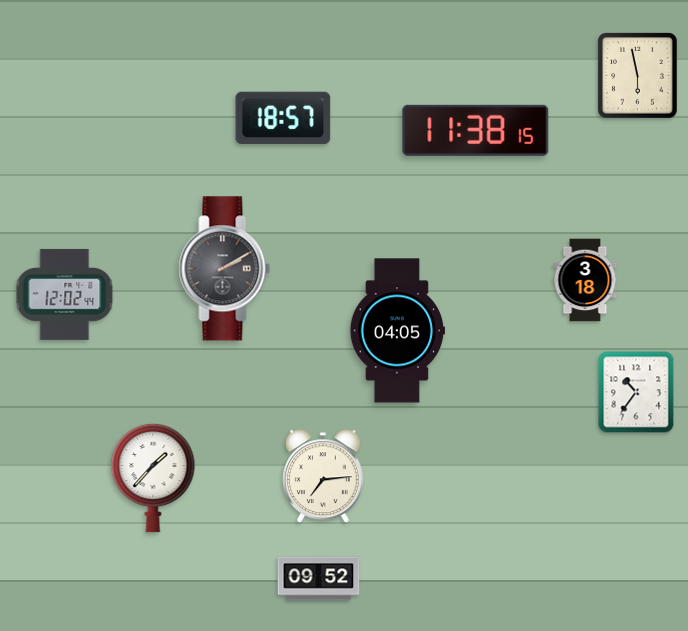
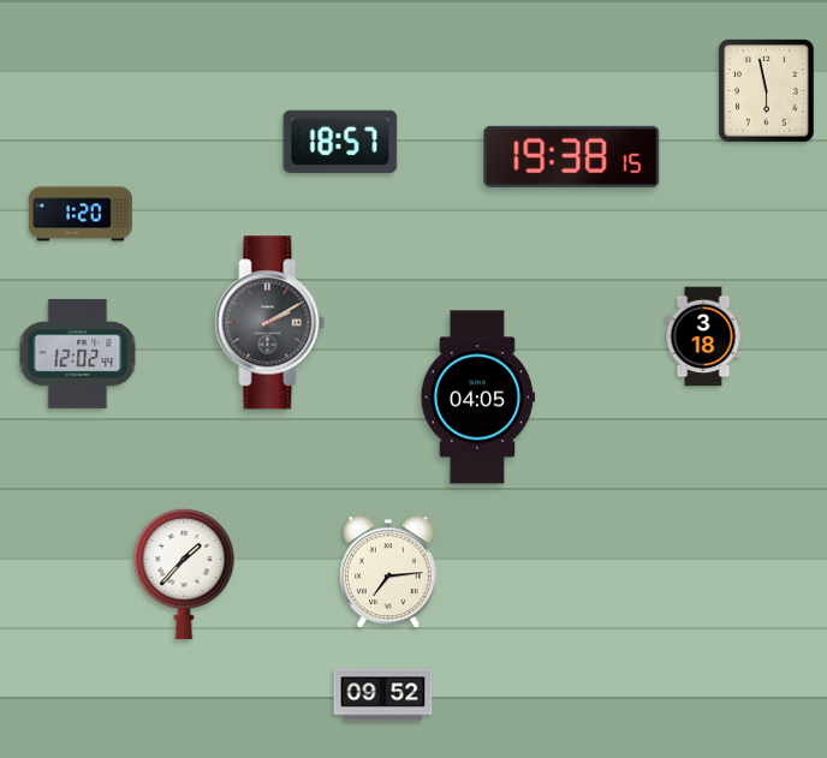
clock at (476, 130): 11:38 -> 19:38
clock at (81, 214): none -> 1:20
clock at (636, 392): 10:36 -> none
